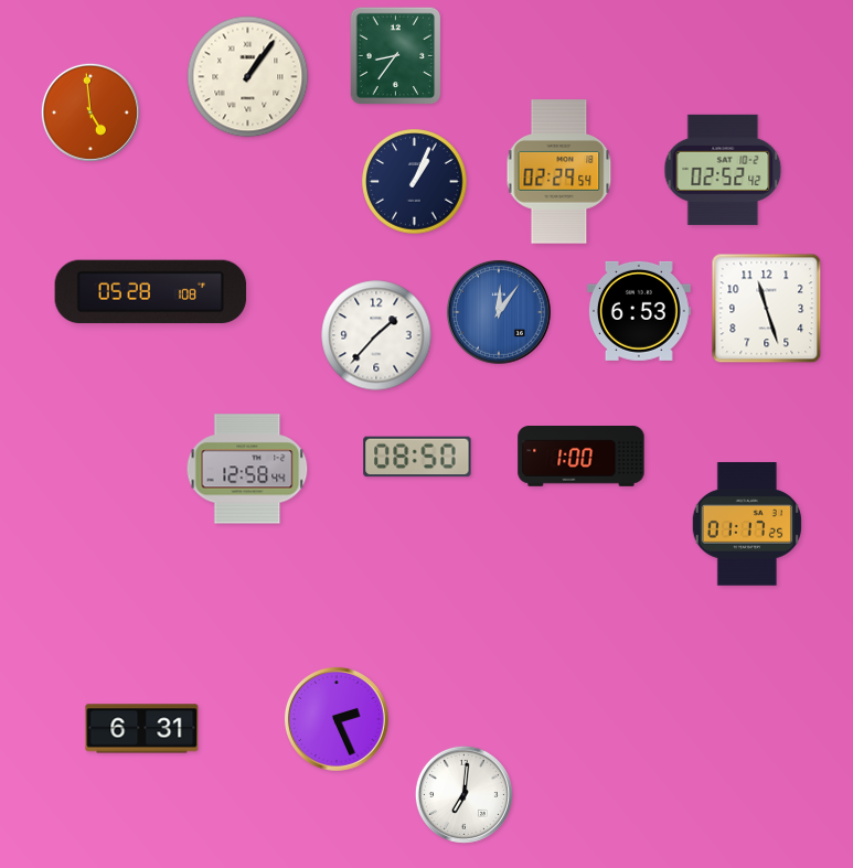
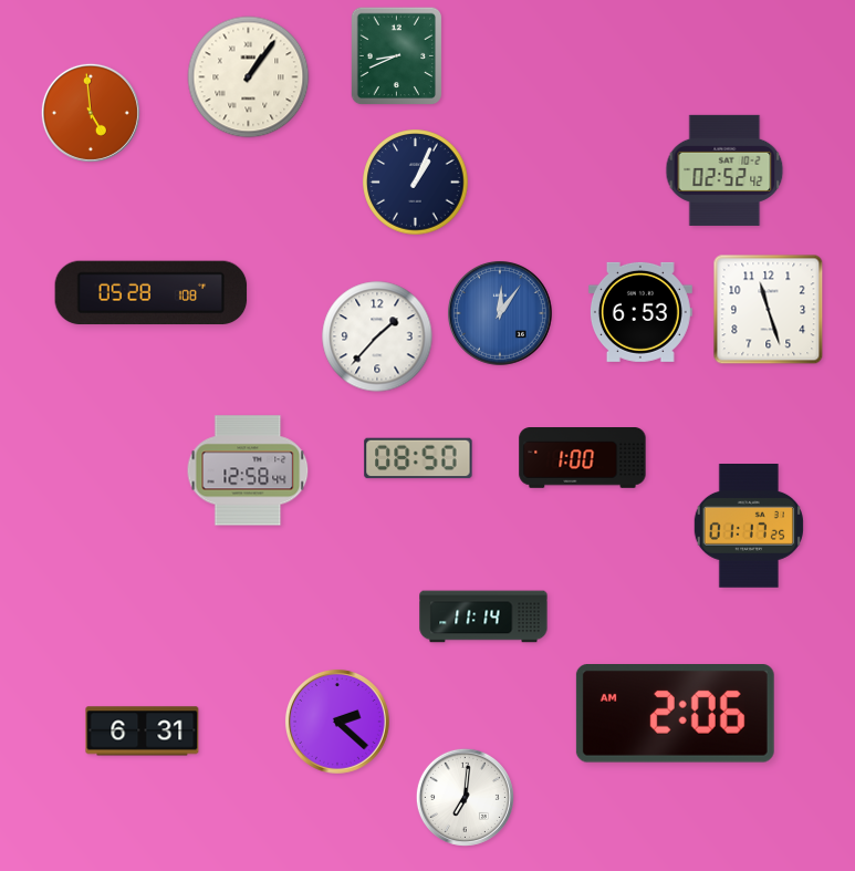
clock at (396, 56): 8:36 -> 8:41
clock at (559, 172): 02:29 -> none
clock at (483, 616): none -> 11:14
clock at (675, 714): none -> 2:06
clock at (337, 719): 2:26 -> 2:22
